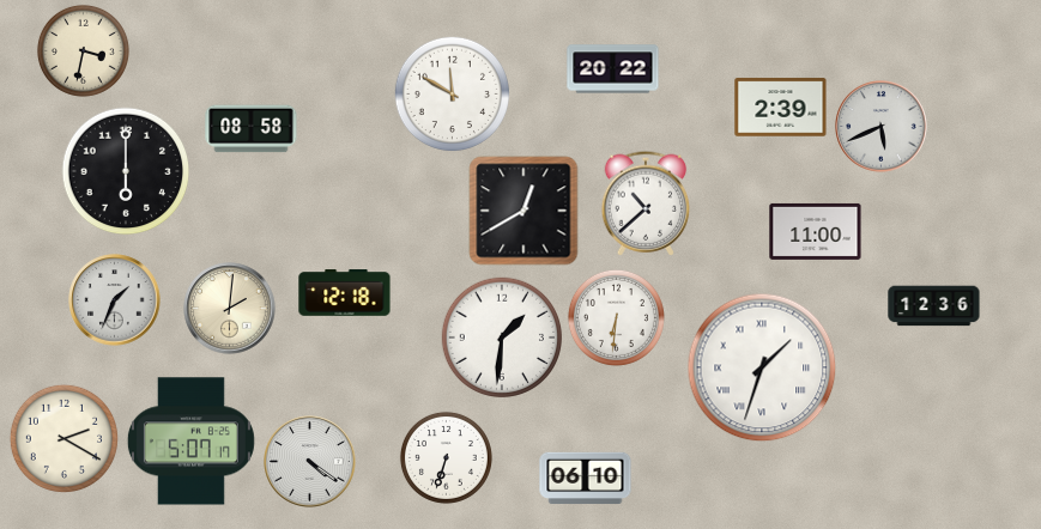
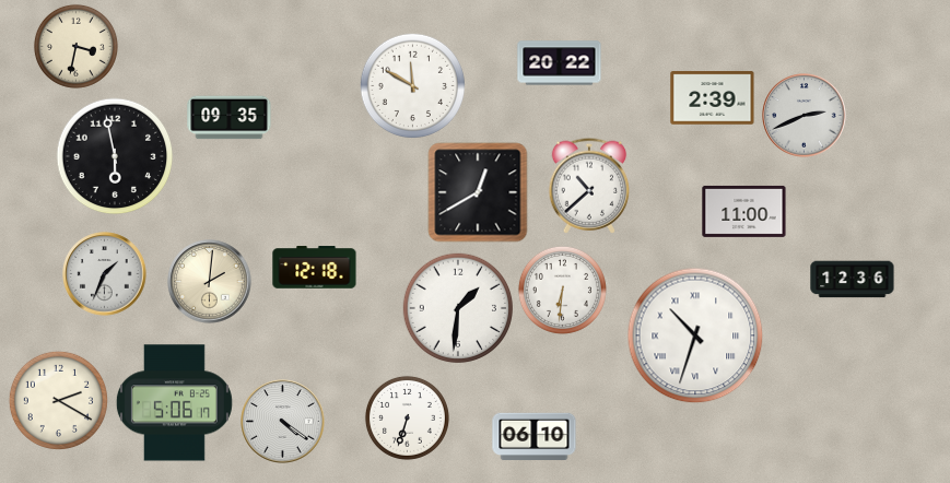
clock at (882, 127): 5:41 -> 2:41
clock at (252, 129): 08:58 -> 09:35
clock at (126, 171): 6:00 -> 5:58
clock at (762, 367): 1:33 -> 10:33
clock at (190, 442): 5:07 -> 5:06
